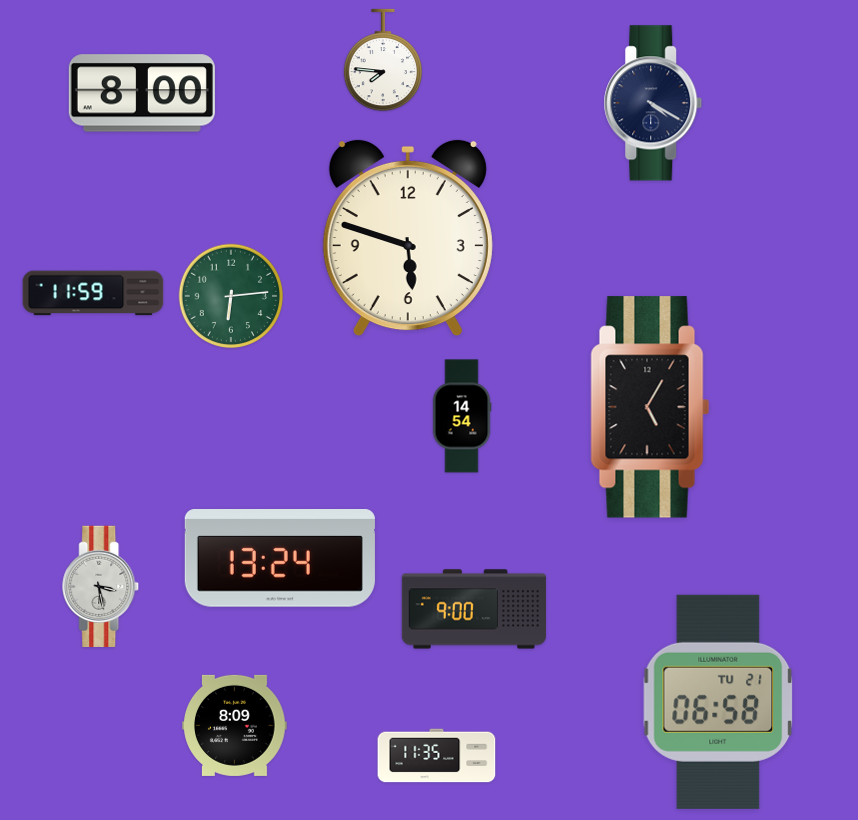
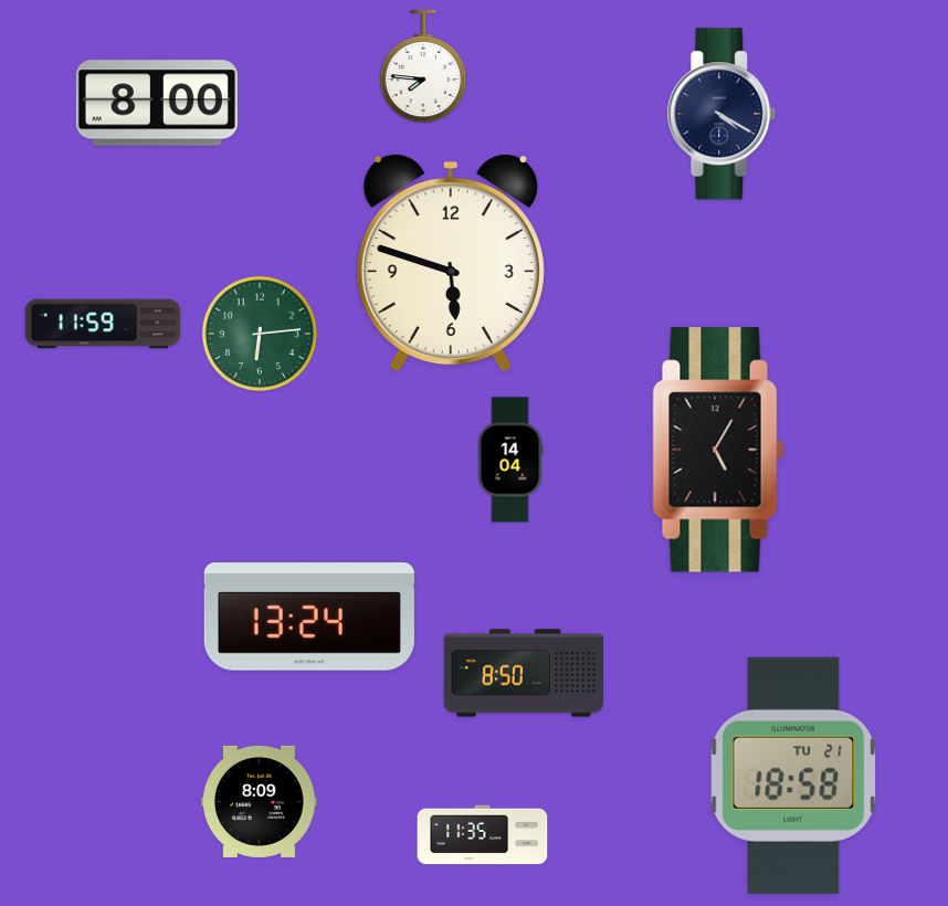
clock at (231, 296) position: (231, 296) -> (260, 334)
clock at (462, 416): 14:54 -> 14:04
clock at (101, 587): 3:28 -> none
clock at (473, 609): 9:00 -> 8:50
clock at (718, 702): 06:58 -> 18:58
